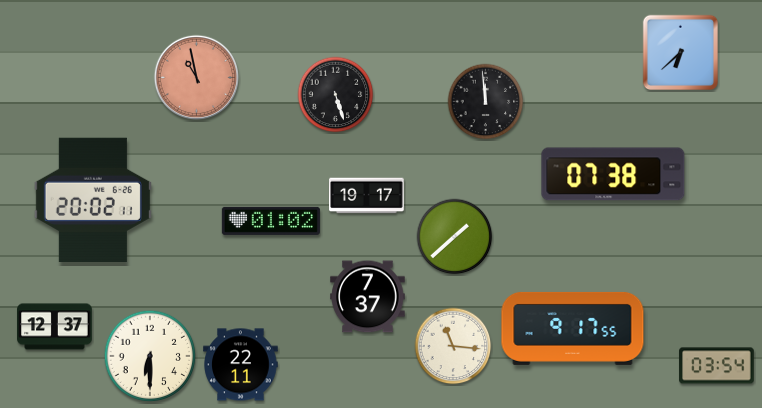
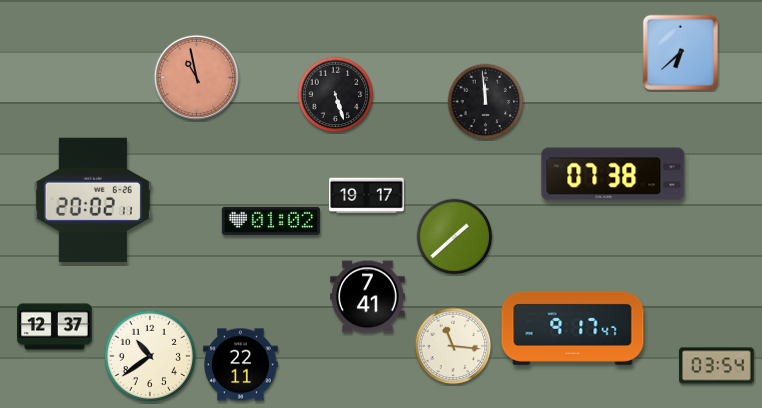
clock at (368, 297): 7:37 -> 7:41
clock at (573, 328): 9:17:55 -> 9:17:47
clock at (150, 356): 6:30 -> 10:39
